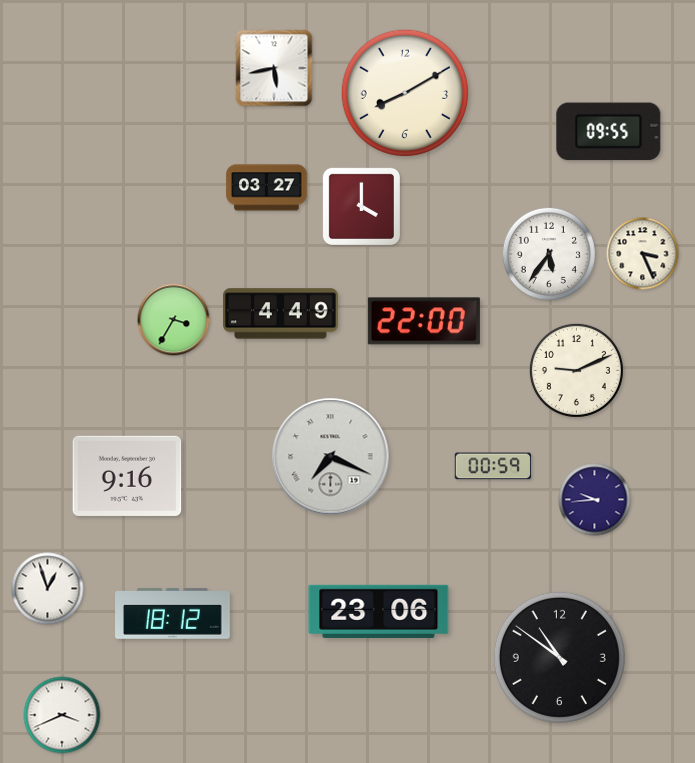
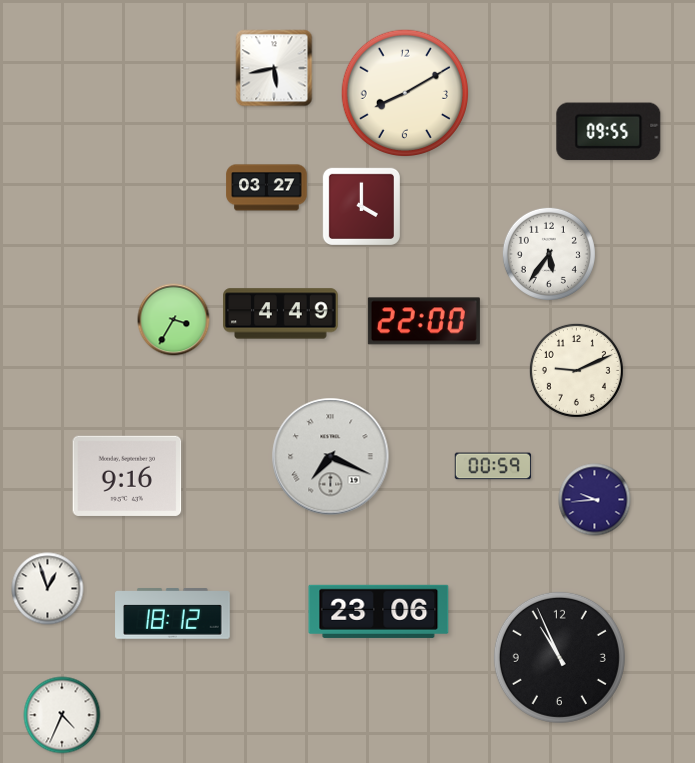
clock at (643, 254): 3:26 -> none
clock at (559, 657): 10:51 -> 10:56
clock at (62, 715): 3:41 -> 4:34
